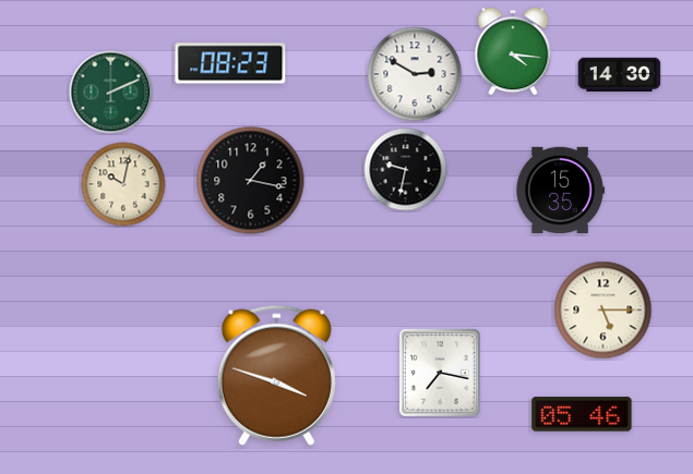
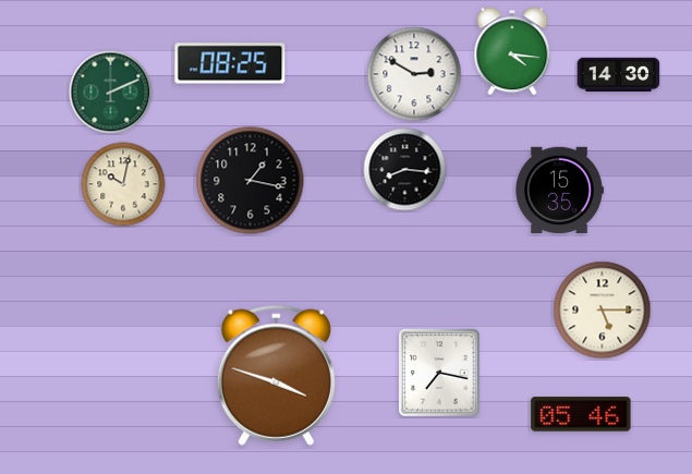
clock at (230, 63): 08:23 -> 08:25
clock at (406, 170): 9:32 -> 8:16
